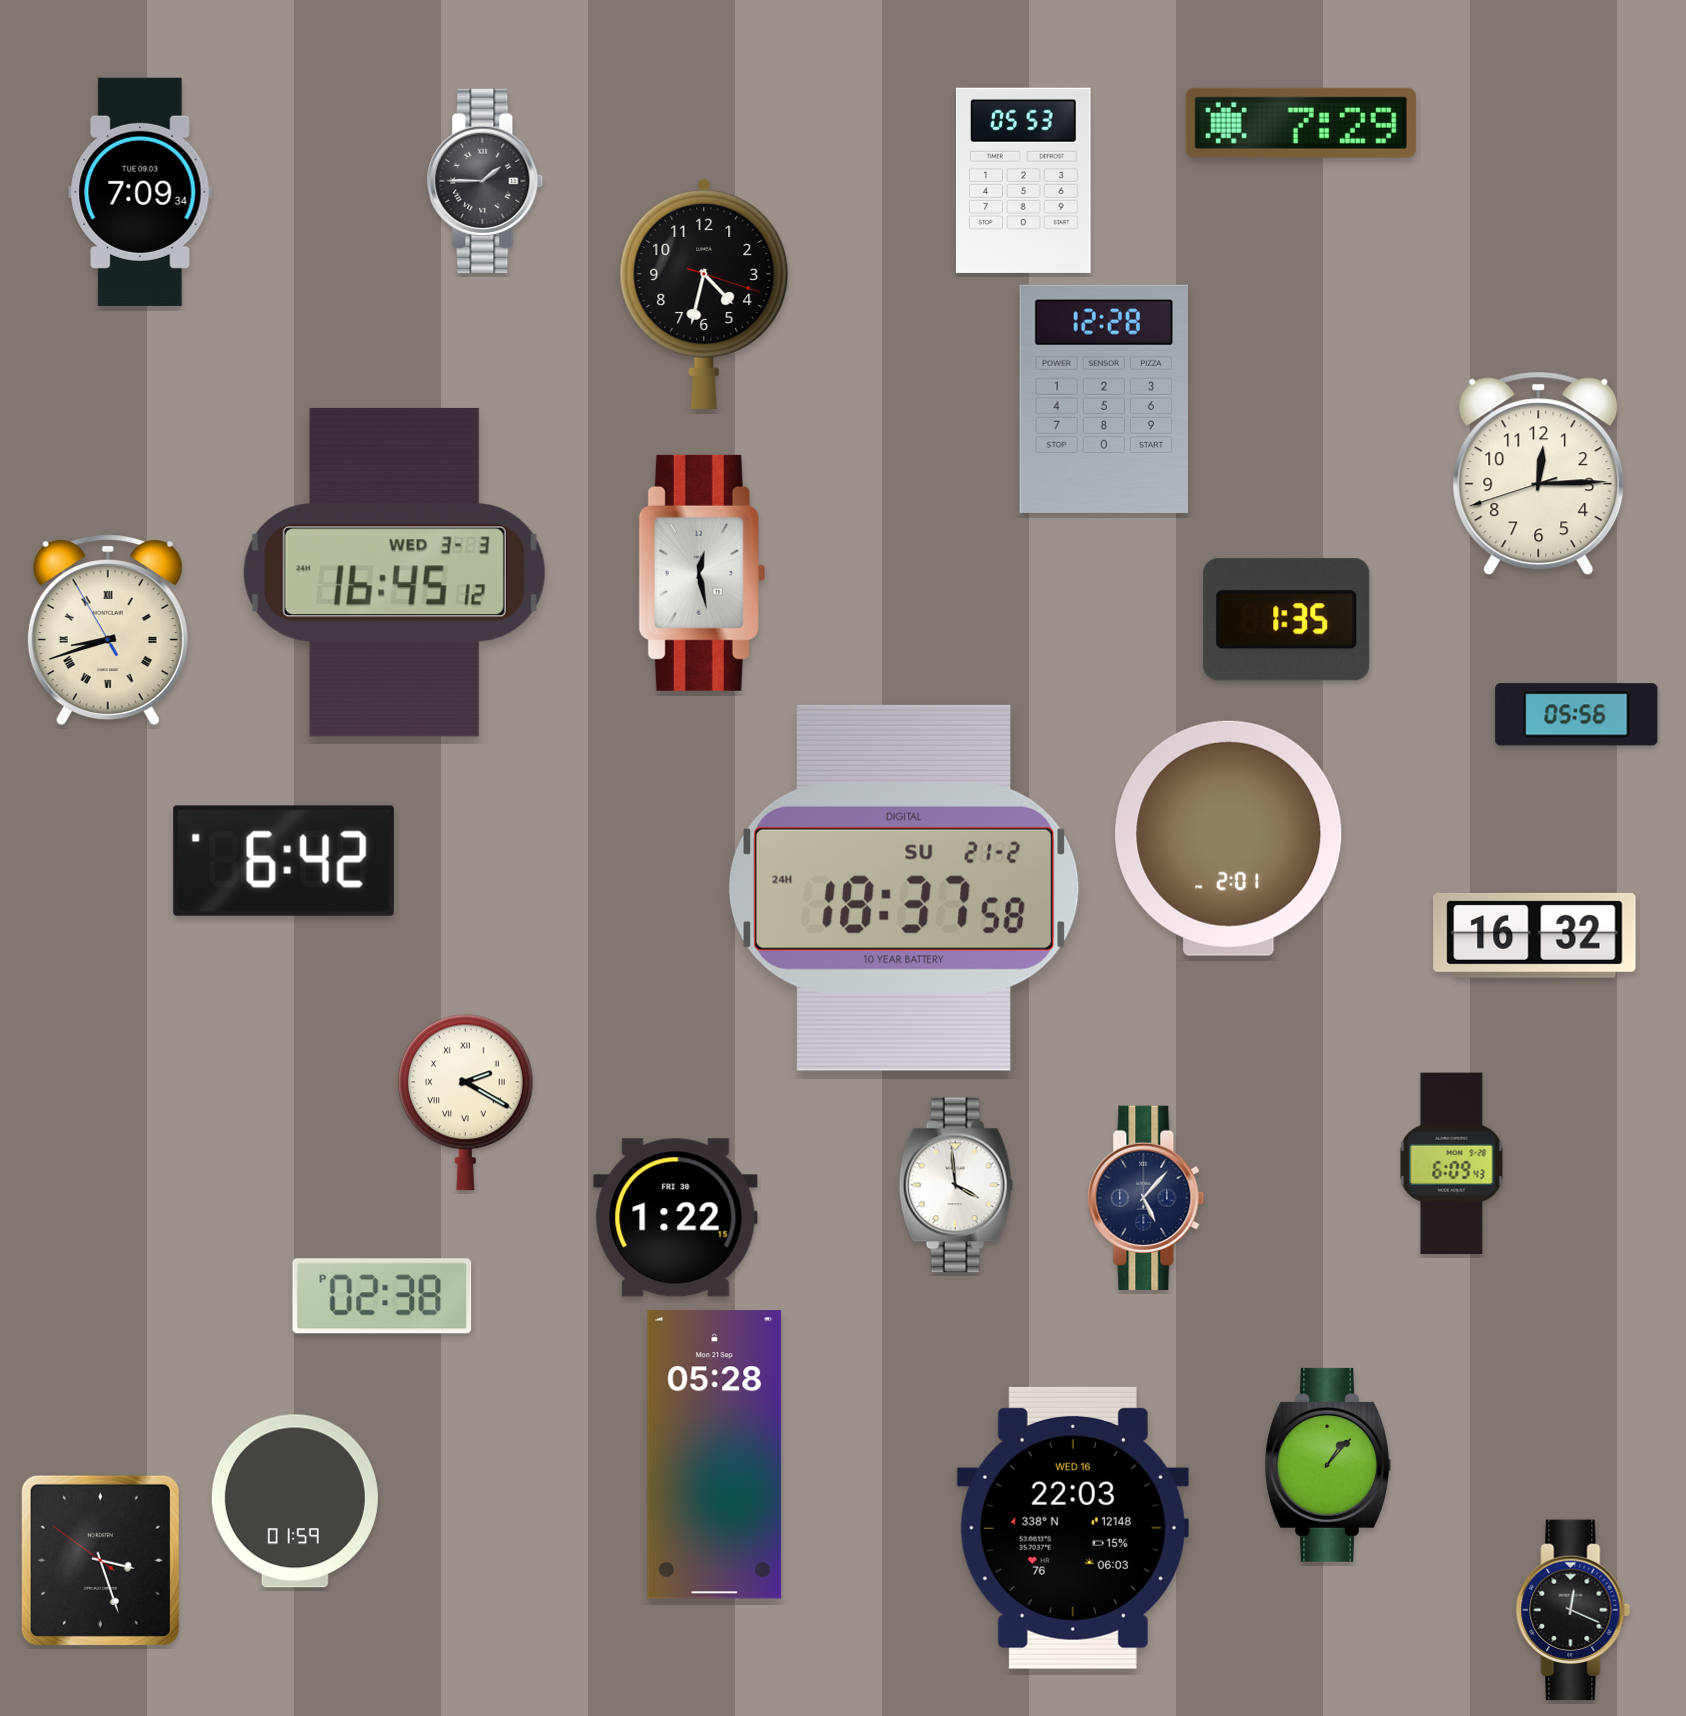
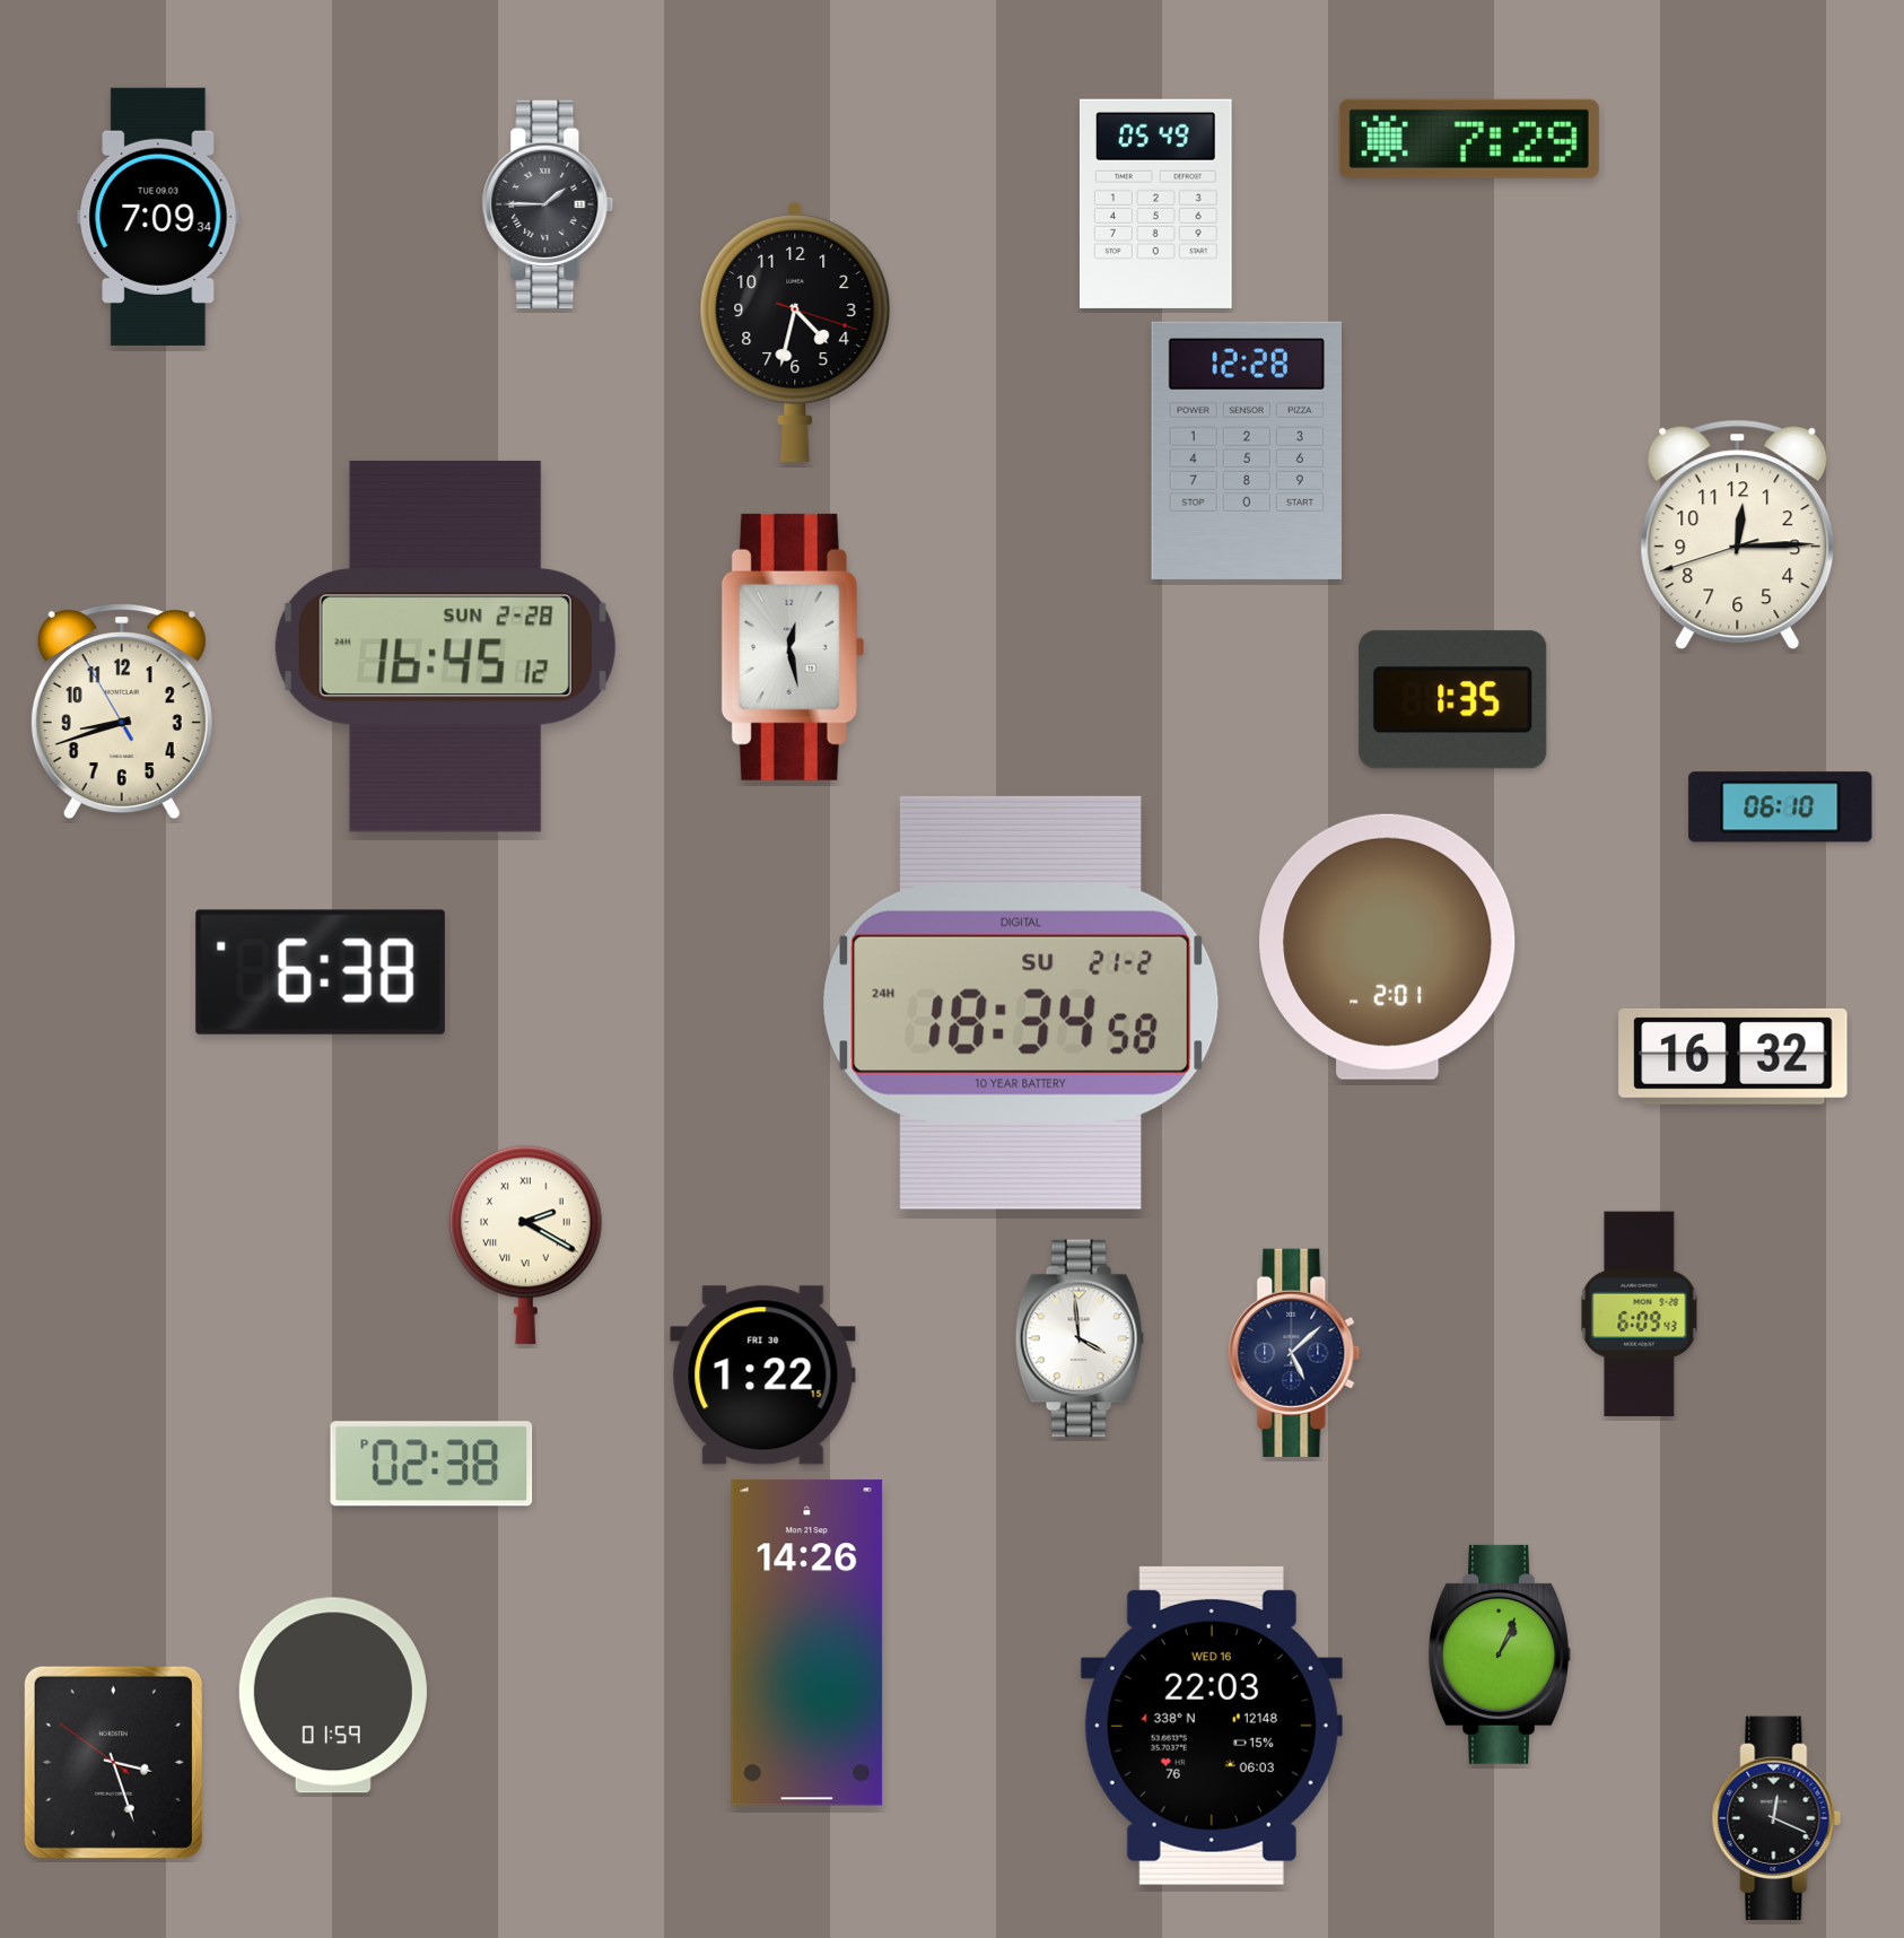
clock at (1023, 180): 05:53 -> 05:49
clock at (394, 572) date: WED 3-3 -> SUN 2-28
clock at (108, 630) numerals: Roman -> Arabic
clock at (1577, 715): 05:56 -> 06:10
clock at (284, 861): 6:42 -> 6:38
clock at (904, 888): 18:37 -> 18:34
clock at (1146, 1198): 5:07 -> 5:08
clock at (715, 1455): 05:28 -> 14:26
clock at (1327, 1465): 1:07 -> 1:04
